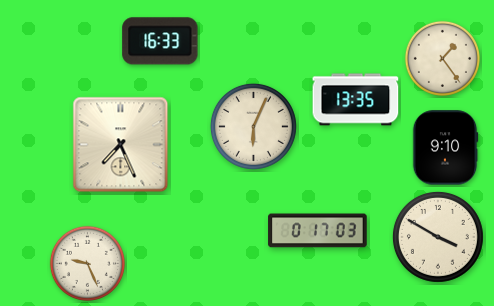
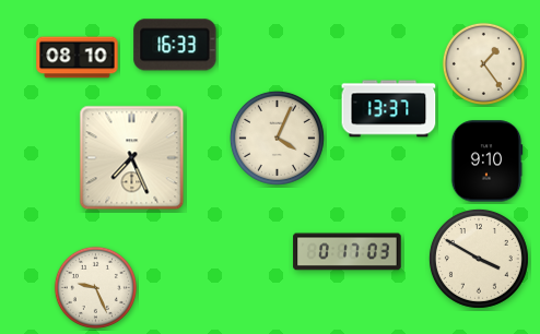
clock at (78, 58): none -> 08:10
clock at (356, 100): 13:35 -> 13:37
clock at (253, 126): 6:04 -> 4:04
